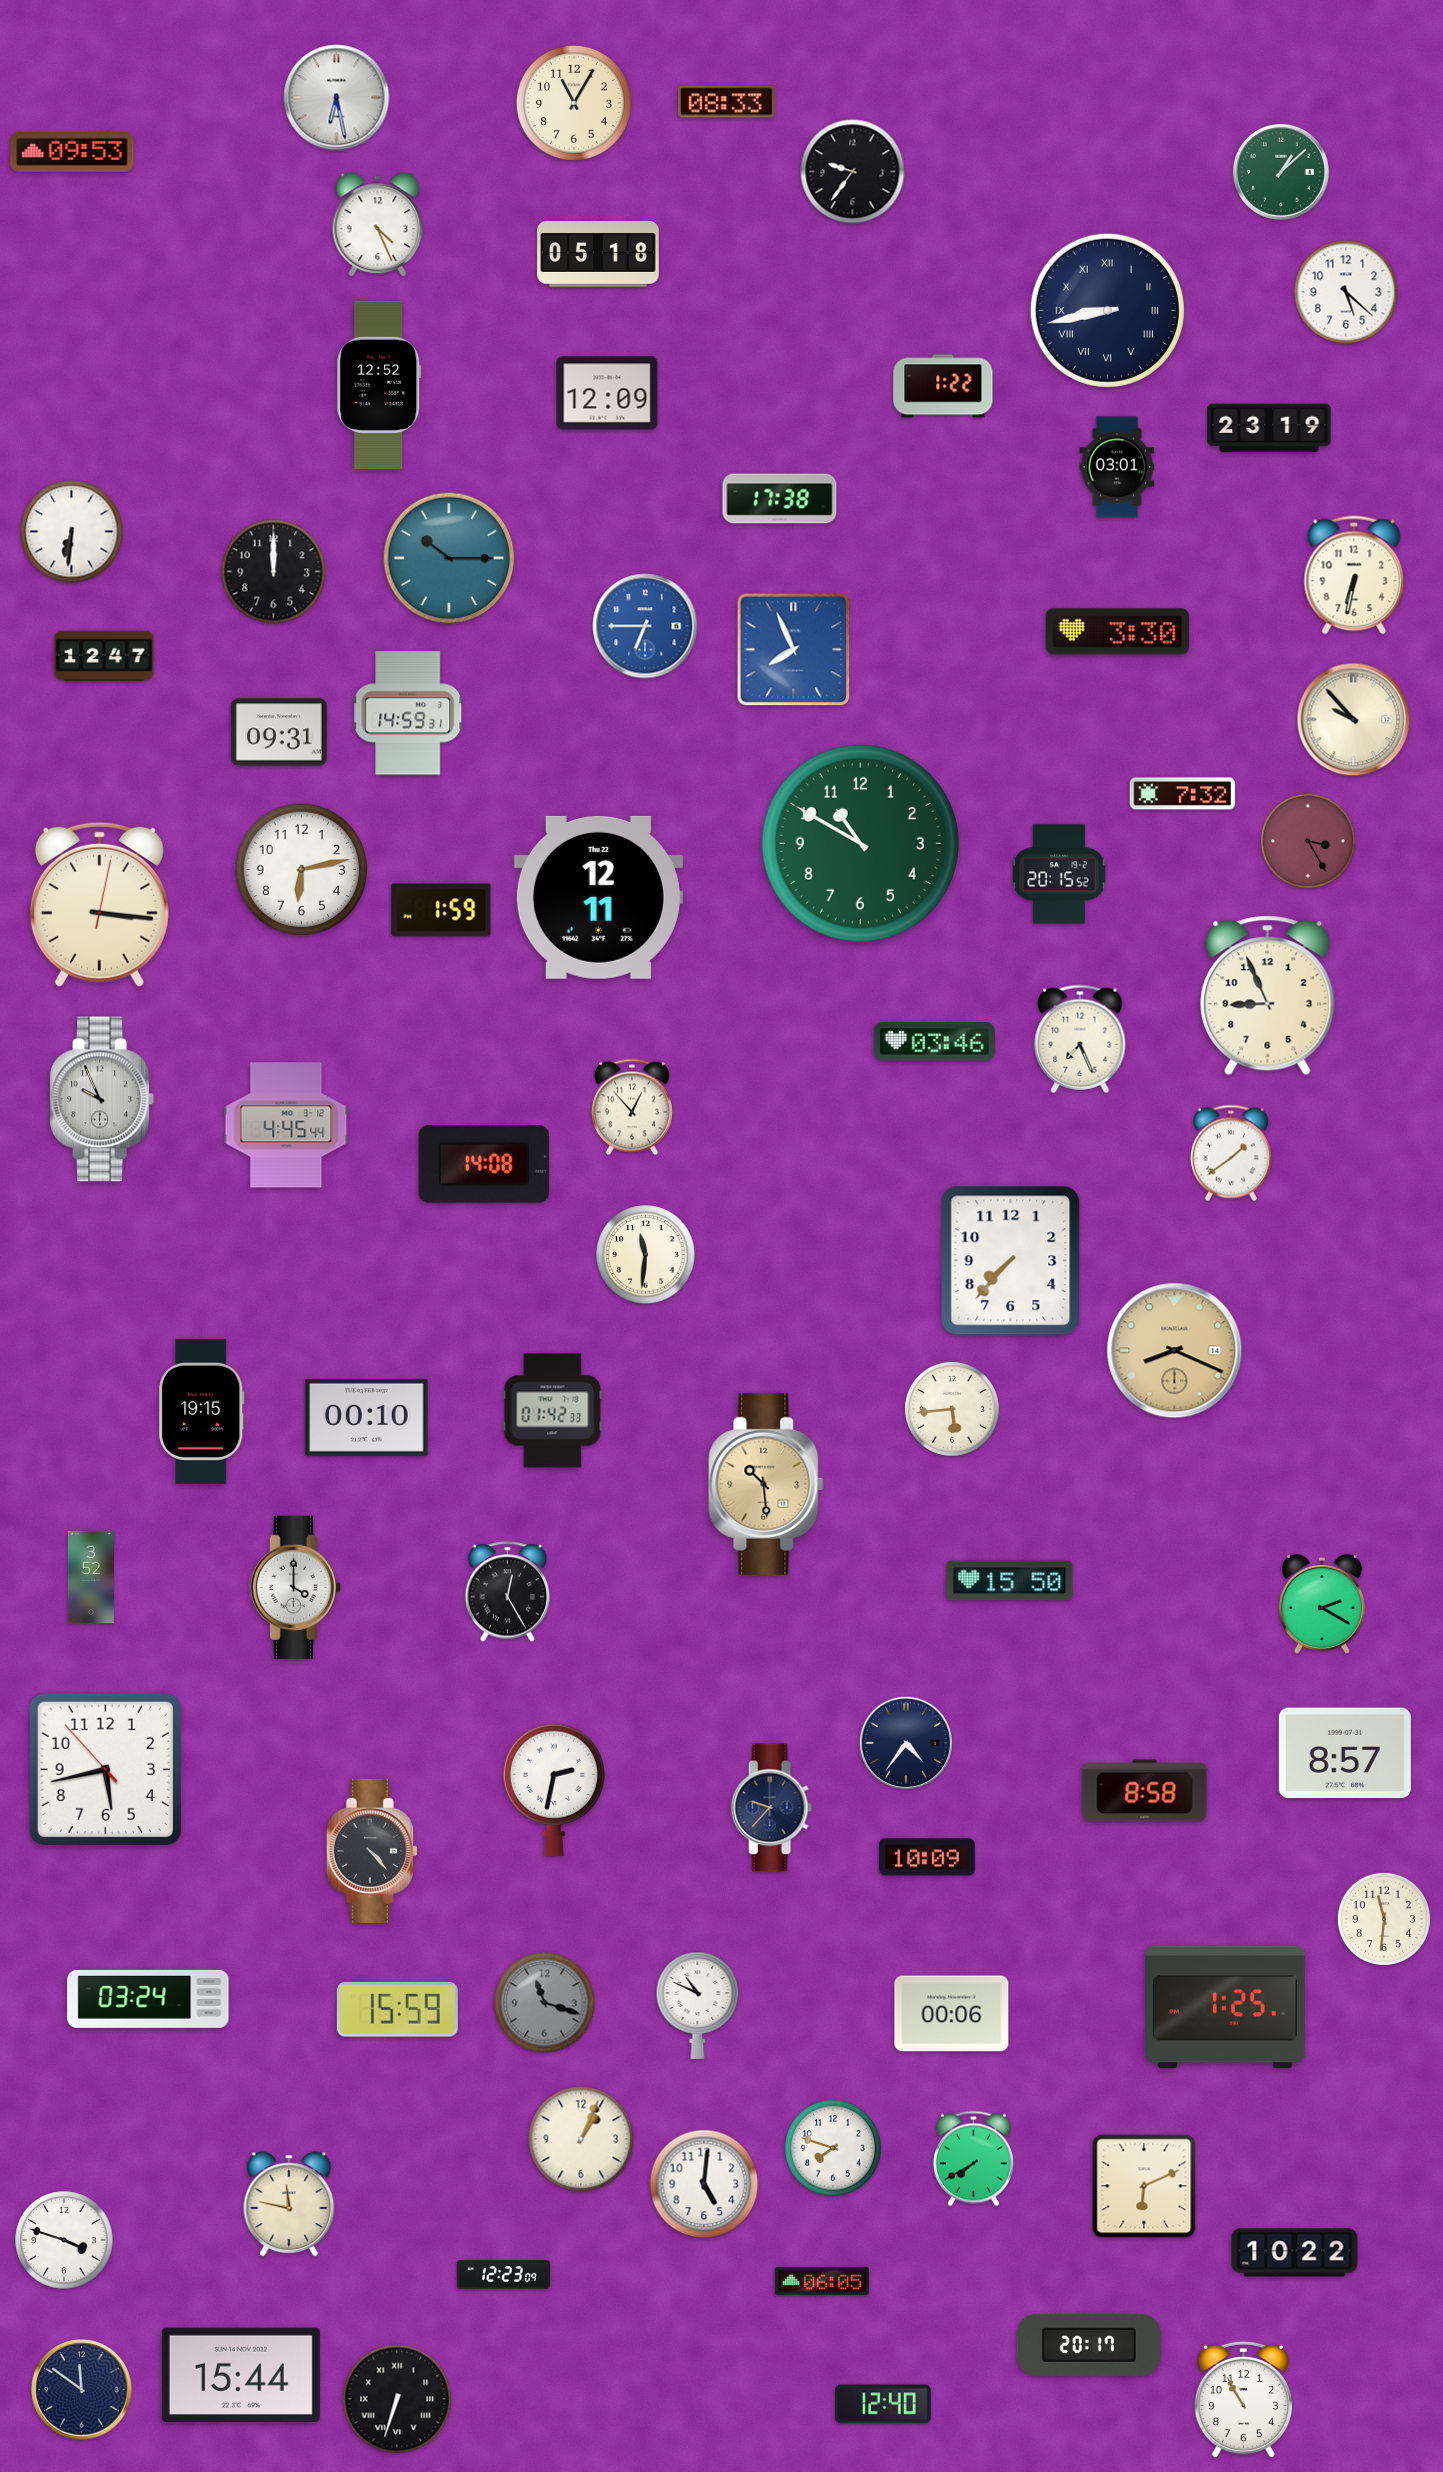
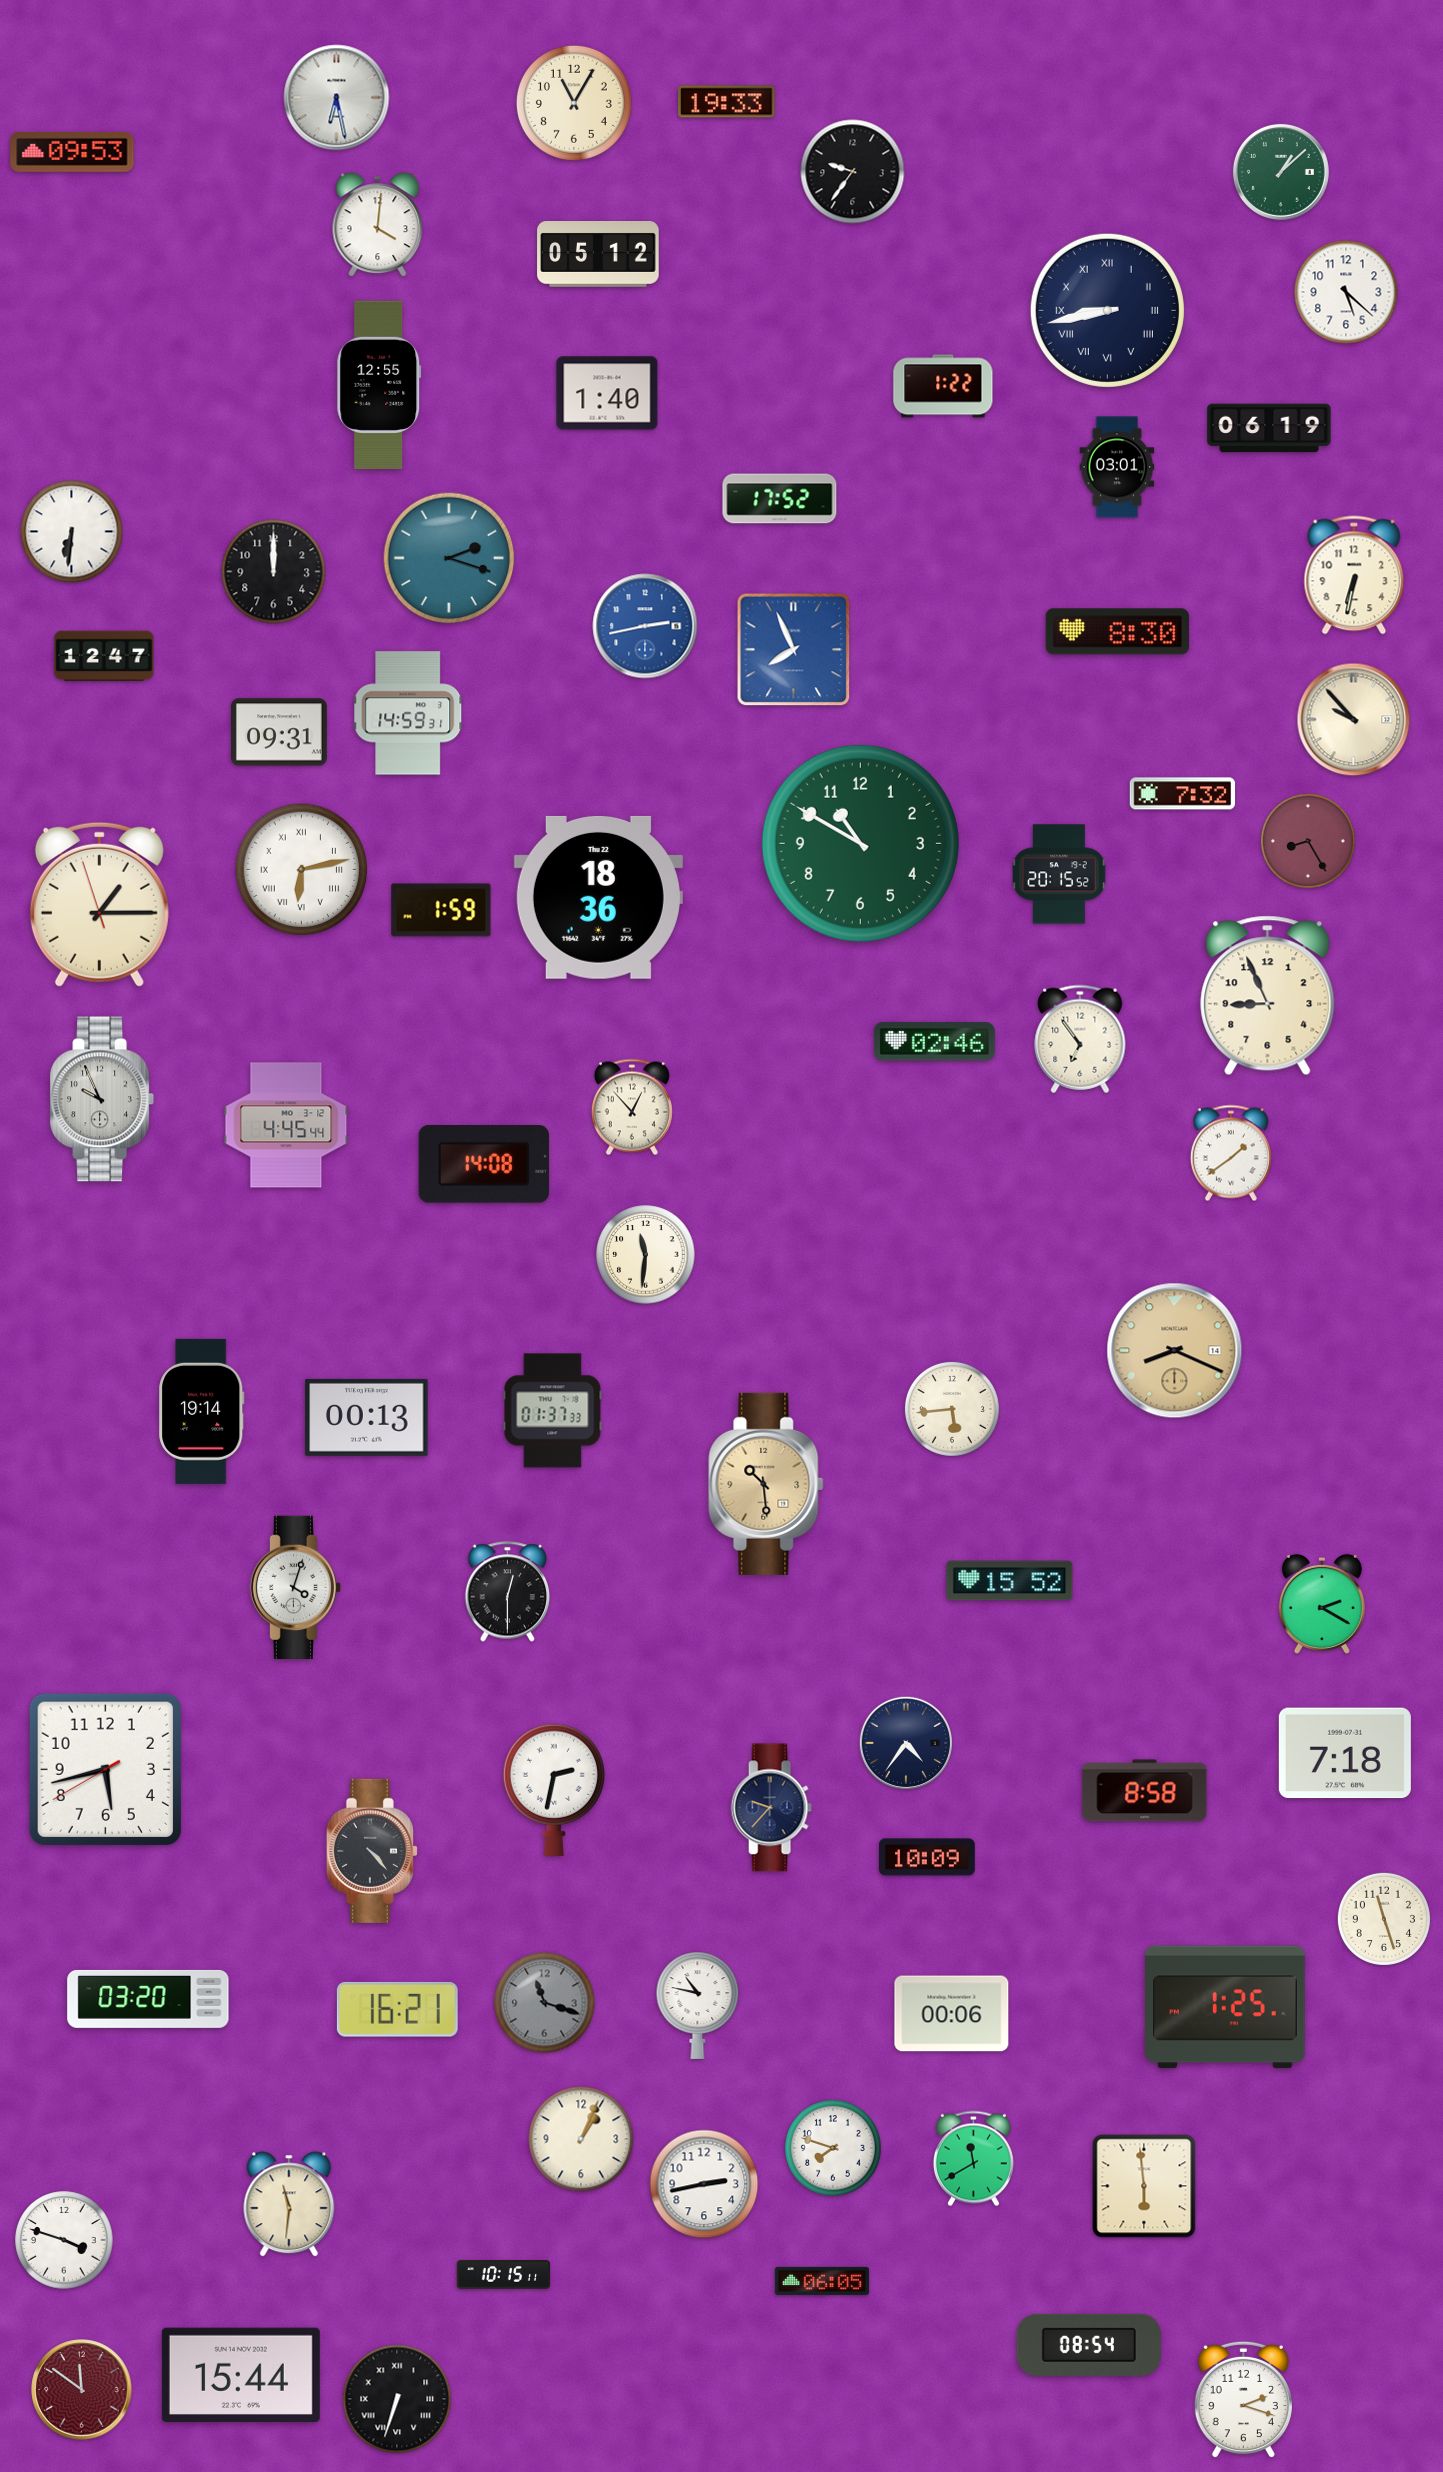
clock at (727, 102): 08:33 -> 19:33
clock at (378, 225): 4:26 -> 4:01
clock at (598, 255): 05:18 -> 05:12
clock at (379, 384): 12:52 -> 12:55
clock at (607, 393): 12:09 -> 1:40
clock at (1269, 428): 23:19 -> 06:19
clock at (780, 499): 17:38 -> 17:52
clock at (449, 558): 10:15 -> 2:18
clock at (645, 626): 6:45 -> 2:43
clock at (1117, 632): 3:30 -> 8:30
clock at (1308, 841): 3:25 -> 8:25
clock at (302, 870) numerals: Arabic -> Roman
clock at (598, 897): 12:11 -> 18:36
clock at (99, 904): 3:16 -> 1:14
clock at (1080, 1039): 7:26 -> 6:54
clock at (934, 1042): 03:46 -> 02:46
clock at (1011, 1261): 7:37 -> none
clock at (202, 1411): 19:15 -> 19:14
clock at (553, 1411): 01:42 -> 01:37
clock at (367, 1417): 00:10 -> 00:13
clock at (91, 1577): 3:52 -> none
clock at (1010, 1581): 15:50 -> 15:52
clock at (295, 1587): 4:00 -> 4:03
clock at (508, 1592): 12:25 -> 12:30
clock at (1345, 1753): 8:57 -> 7:18
clock at (105, 1769): 5:42:53 -> 5:42:40
clock at (1384, 1919): 11:31 -> 11:27
clock at (148, 1999): 03:24 -> 03:20
clock at (698, 2005): 10:49 -> 10:47
clock at (397, 2009): 15:59 -> 16:21
clock at (973, 2159): 7:40 -> 11:40
clock at (704, 2184): 5:01 -> 2:43
clock at (1144, 2186): 6:11 -> 5:59
clock at (289, 2204): 11:47 -> 11:31
clock at (1295, 2253): 10:22 -> none
clock at (504, 2275): 12:23 -> 10:15
clock at (1089, 2345): 20:17 -> 08:54
clock at (82, 2390) dial: navy -> burgundy
clock at (1243, 2400): 10:55 -> 2:18
clock at (883, 2404): 12:40 -> none
